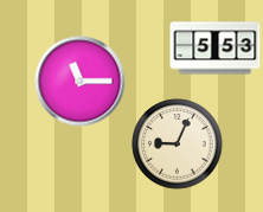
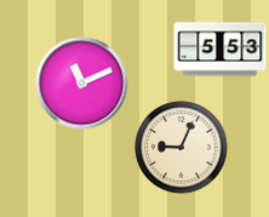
clock at (81, 82): 11:15 -> 11:11
